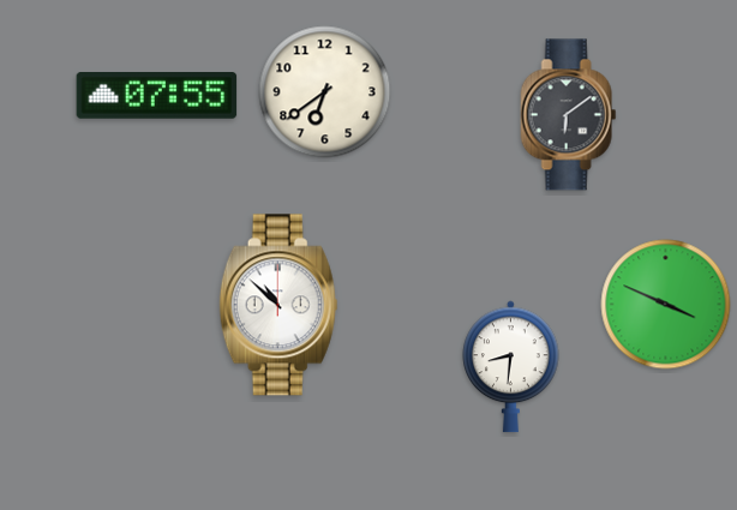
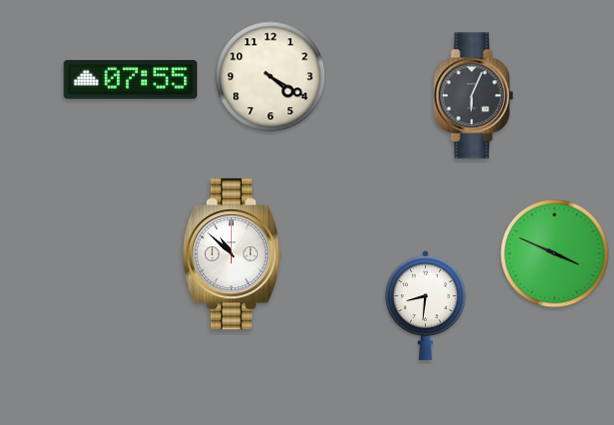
clock at (325, 92): 6:39 -> 4:20
clock at (569, 115): 6:09 -> 6:04
